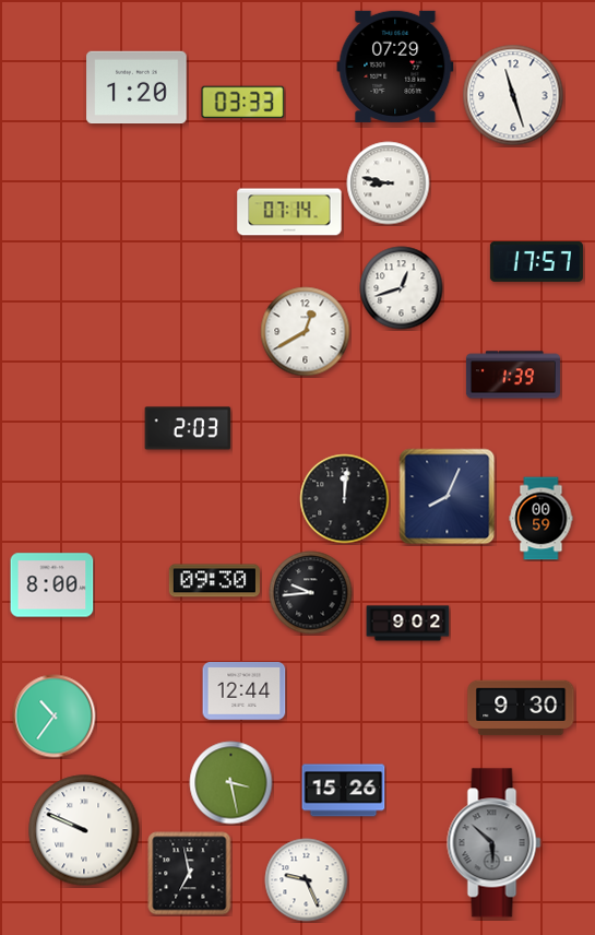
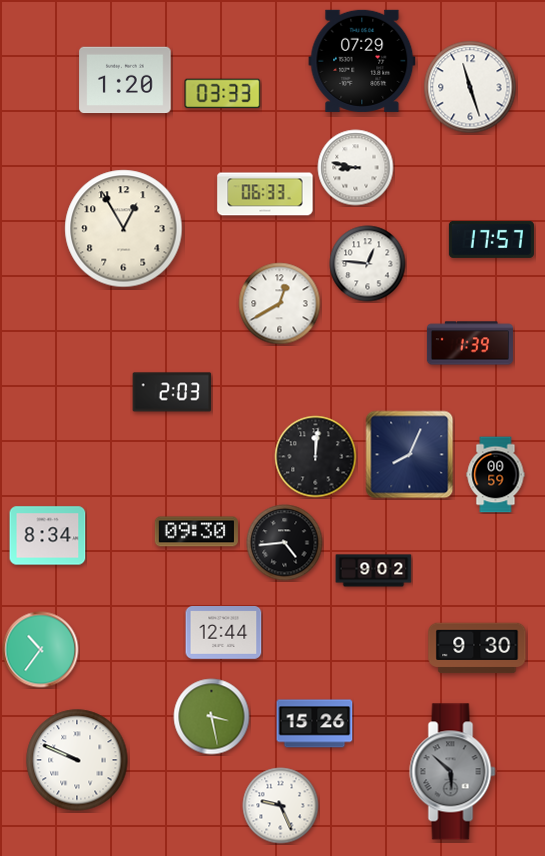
clock at (289, 212): 07:14 -> 06:33
clock at (124, 229): none -> 12:55
clock at (402, 288): 12:42 -> 12:46
clock at (52, 585): 8:00 -> 8:34
clock at (311, 593): 9:44 -> 4:44
clock at (55, 717) position: (55, 717) -> (41, 650)
clock at (190, 874): 6:58 -> none
